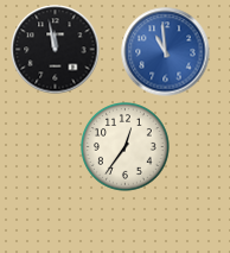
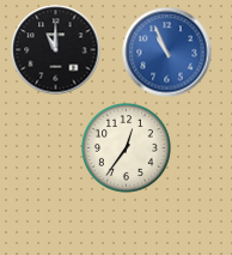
clock at (56, 50): 11:58 -> 11:00
clock at (166, 52): 10:59 -> 10:56
